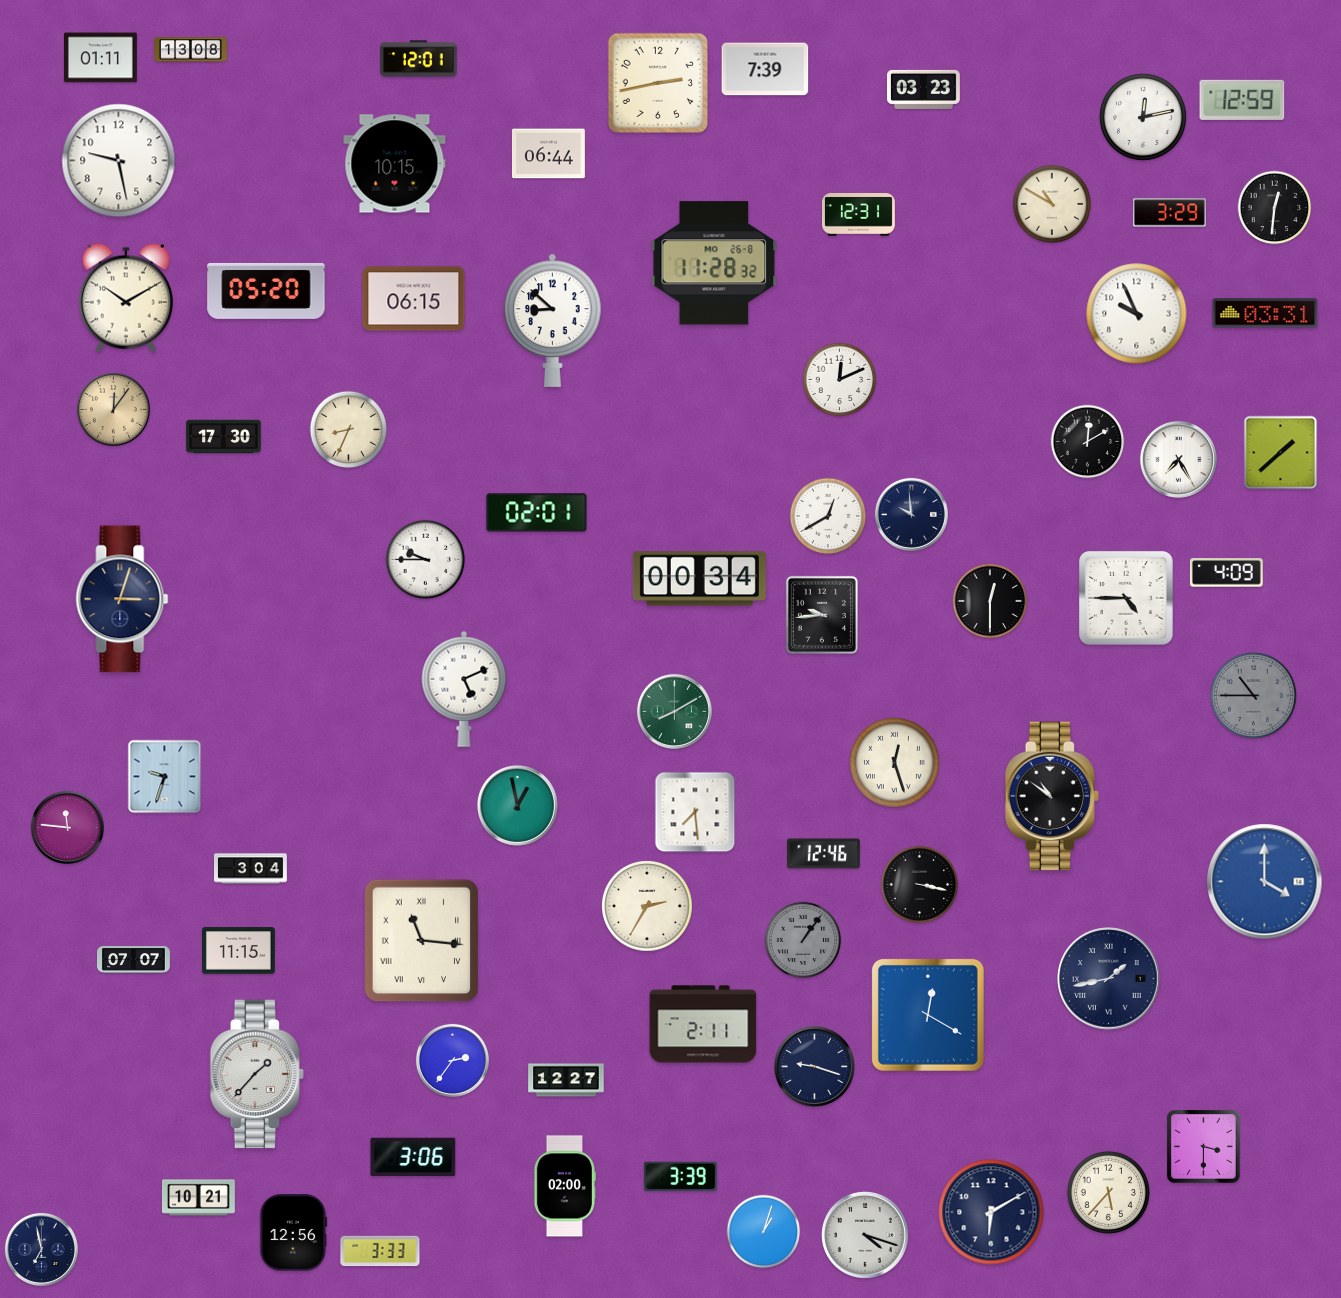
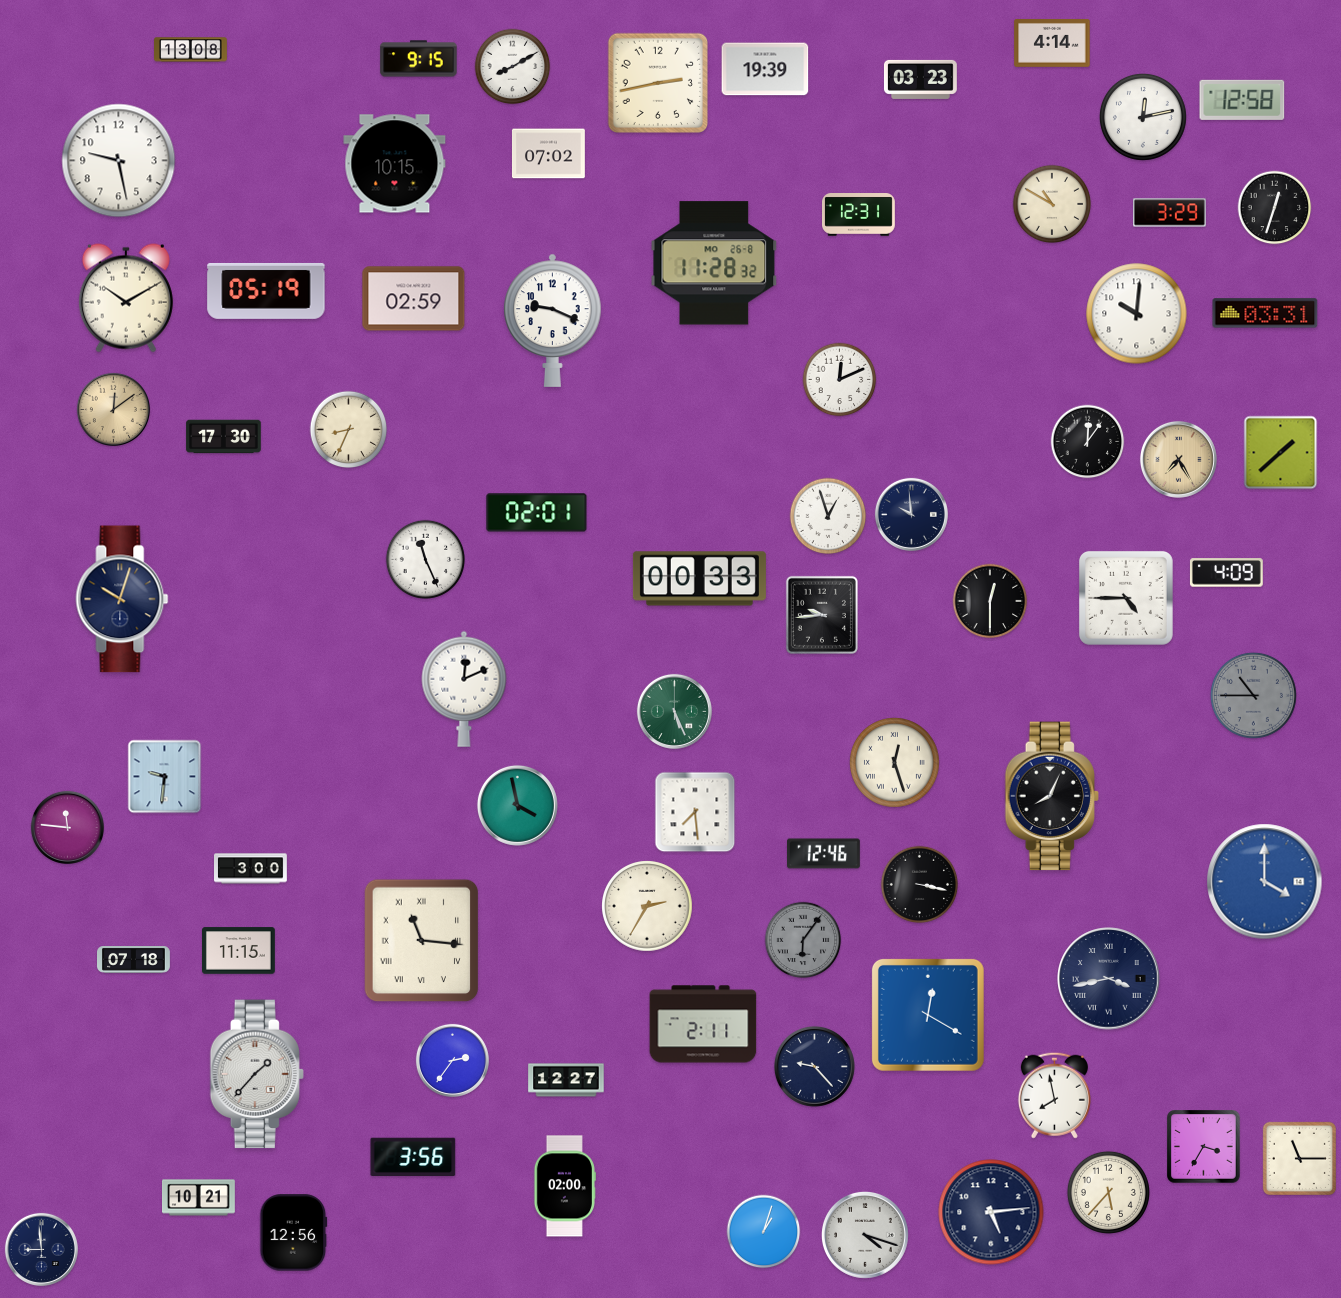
clock at (1052, 44): none -> 4:14
clock at (101, 58): 01:11 -> none
clock at (419, 59): 12:01 -> 9:15
clock at (513, 67): none -> 8:10
clock at (765, 69): 7:39 -> 19:39
clock at (923, 89) position: (923, 89) -> (920, 79)
clock at (1242, 100): 12:59 -> 12:58
clock at (549, 154): 06:44 -> 07:02
clock at (1275, 208): 12:31 -> 12:33
clock at (266, 291): 05:20 -> 05:19
clock at (414, 299): 06:15 -> 02:59
clock at (1137, 314): 9:56 -> 10:01
clock at (553, 320): 8:52 -> 9:19
clock at (113, 409): 12:06 -> 12:09
clock at (1088, 442): 12:10 -> 12:06
clock at (1178, 459) dial: white -> champagne
clock at (828, 516): 12:40 -> 12:57
clock at (426, 560): 9:45 -> 11:26
clock at (699, 579): 00:34 -> 00:33
clock at (122, 599): 3:03 -> 10:03
clock at (464, 689): 5:11 -> 12:11
clock at (674, 711): 8:10 -> 5:26
clock at (165, 777): 9:33 -> 9:31
clock at (1052, 796): 10:51 -> 8:04
clock at (517, 805): 12:58 -> 3:58
clock at (251, 869): 3:04 -> 3:00
clock at (803, 940): 1:06 -> 6:06
clock at (134, 960): 07:07 -> 07:18
clock at (1109, 979): 1:43 -> 3:43
clock at (814, 1066): 9:18 -> 9:23
clock at (1054, 1095): none -> 7:58
clock at (1204, 1147): 3:30 -> 3:35
clock at (413, 1157): 3:06 -> 3:56
clock at (1299, 1158): none -> 11:15
clock at (680, 1176): 3:39 -> none
clock at (991, 1212): 6:10 -> 5:14
clock at (41, 1249): 6:58 -> 8:59
clock at (380, 1251): 3:33 -> none
